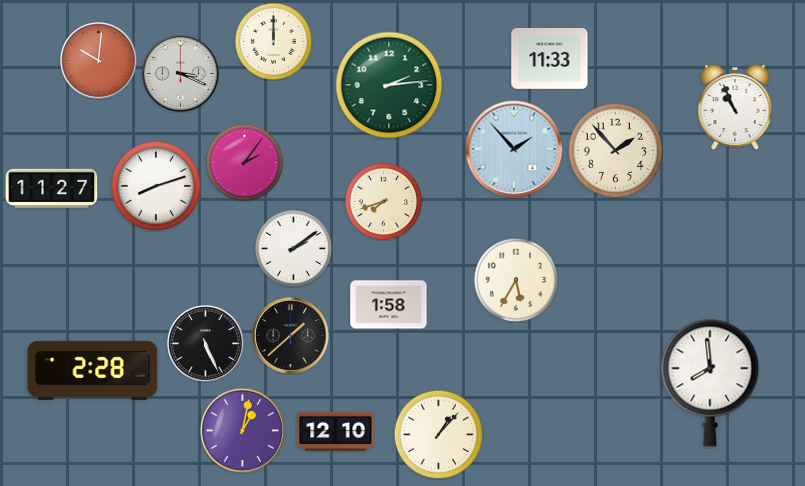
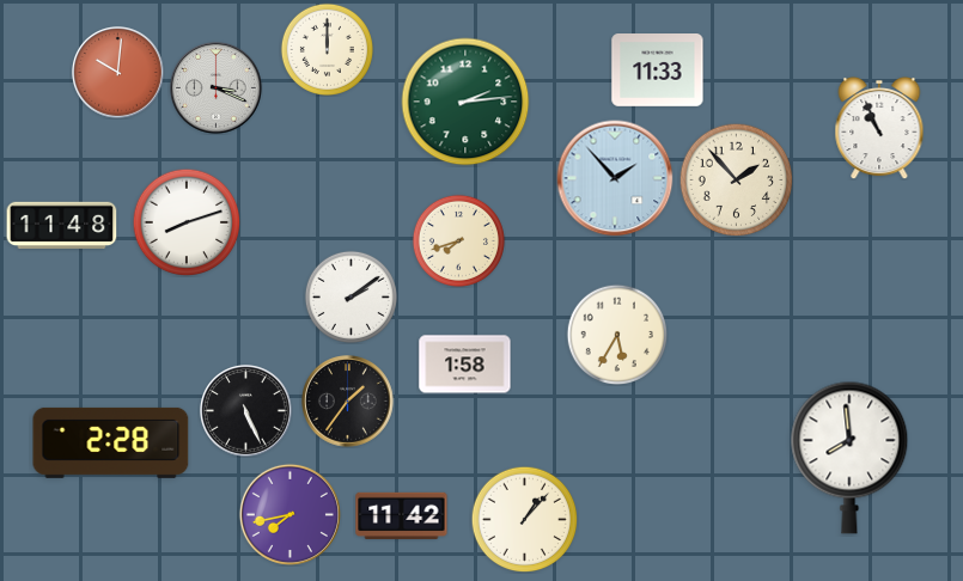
clock at (244, 162): 2:06 -> none
clock at (52, 189): 11:27 -> 11:48
clock at (291, 336): 1:38 -> 1:36
clock at (242, 430): 1:02 -> 7:43
clock at (336, 431): 12:10 -> 11:42
